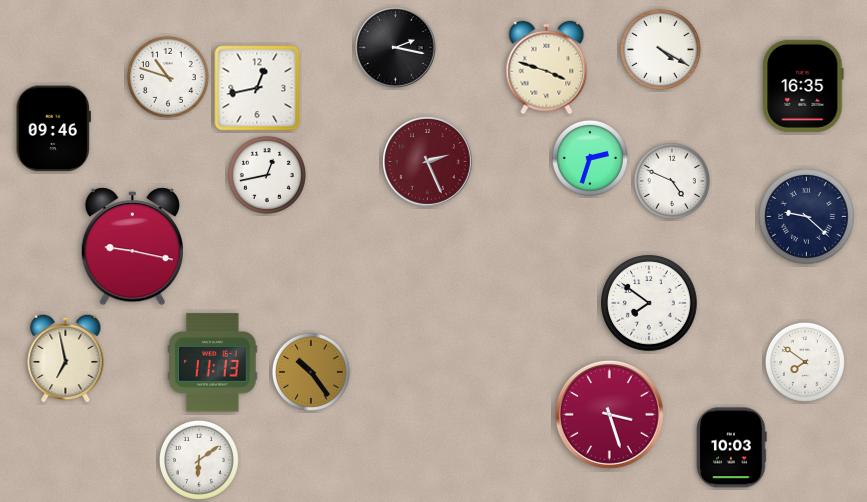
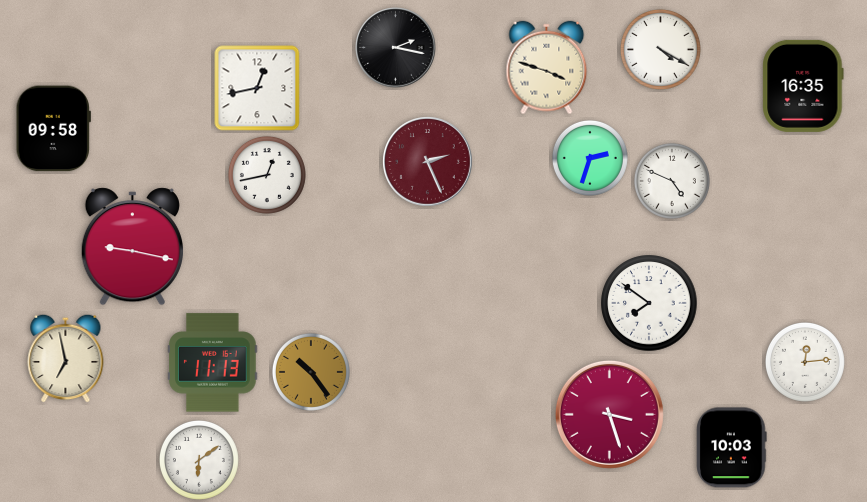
clock at (168, 77): 10:48 -> none
clock at (53, 129): 09:46 -> 09:58
clock at (807, 217): 9:22 -> none
clock at (805, 362): 7:51 -> 12:14
